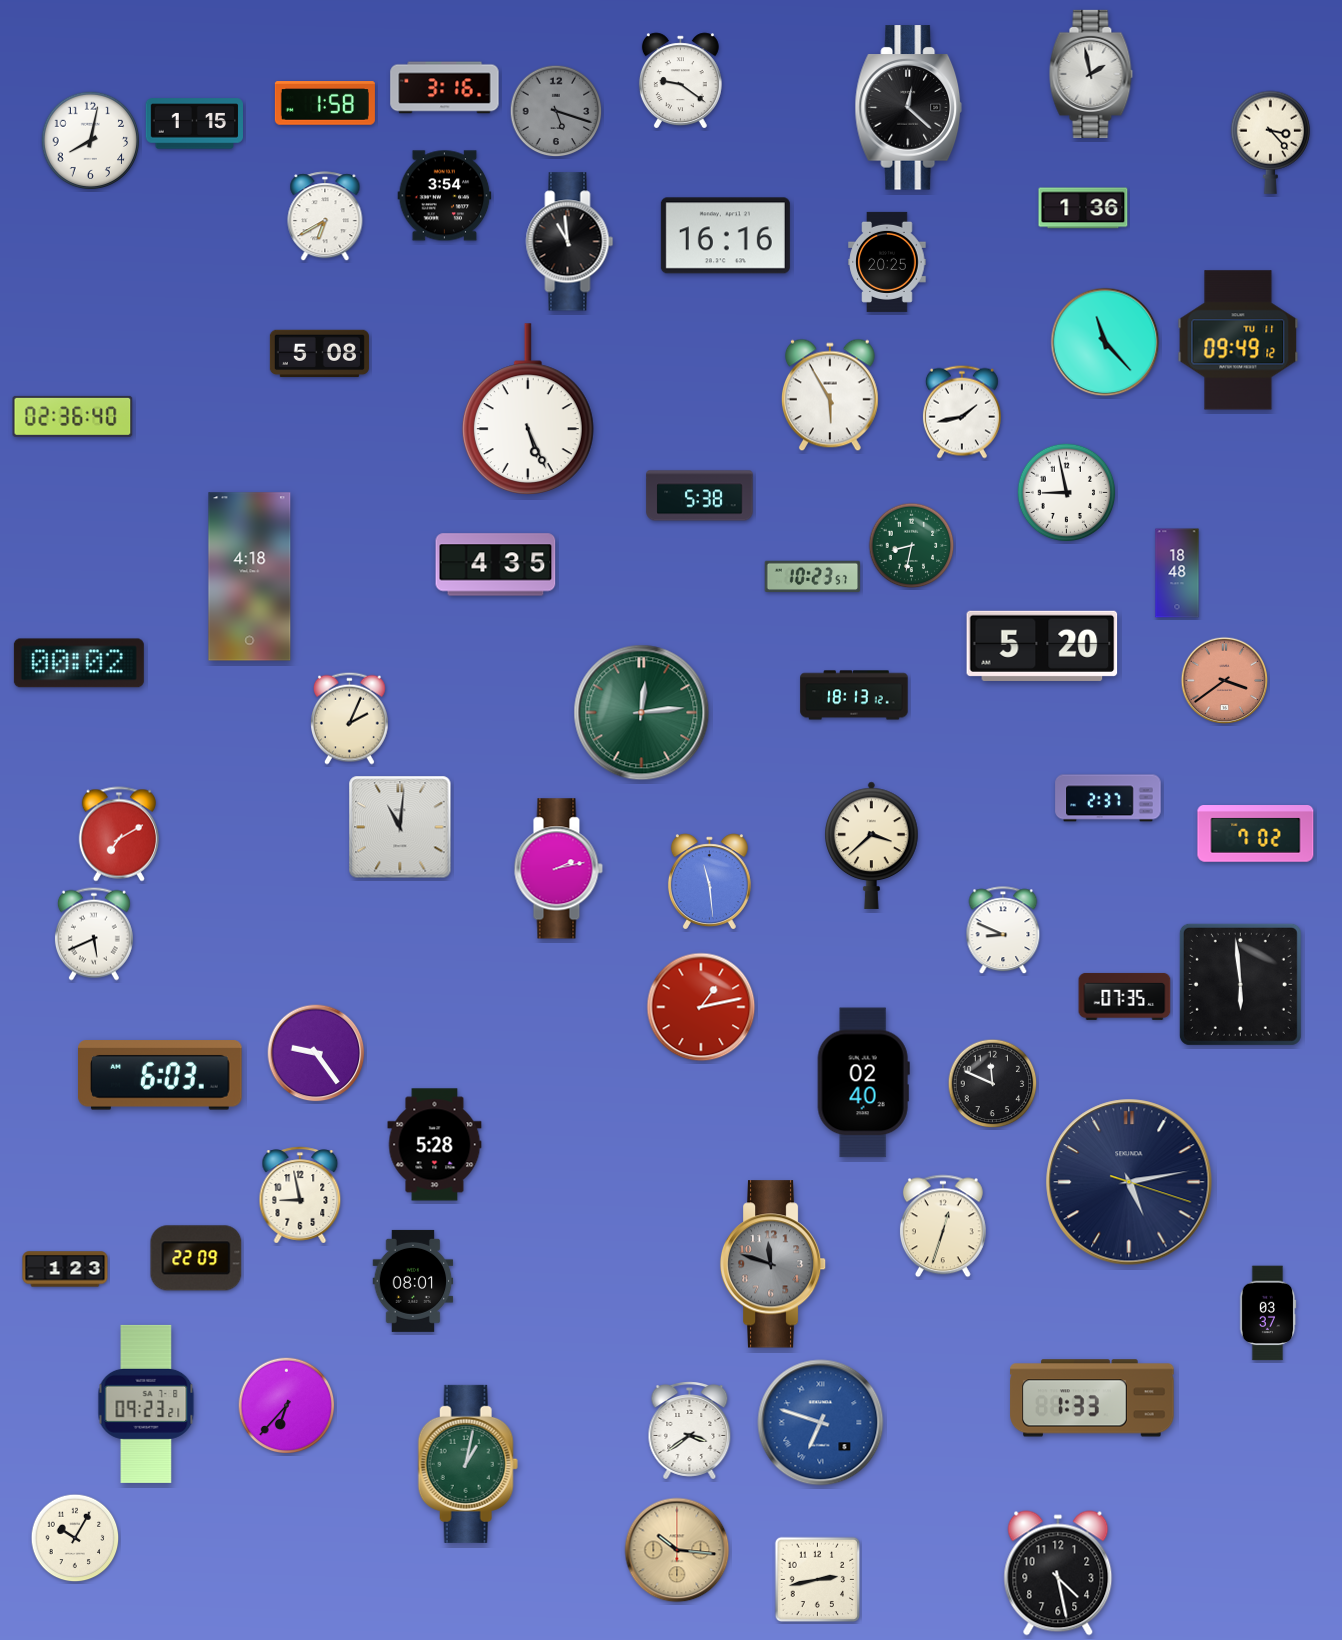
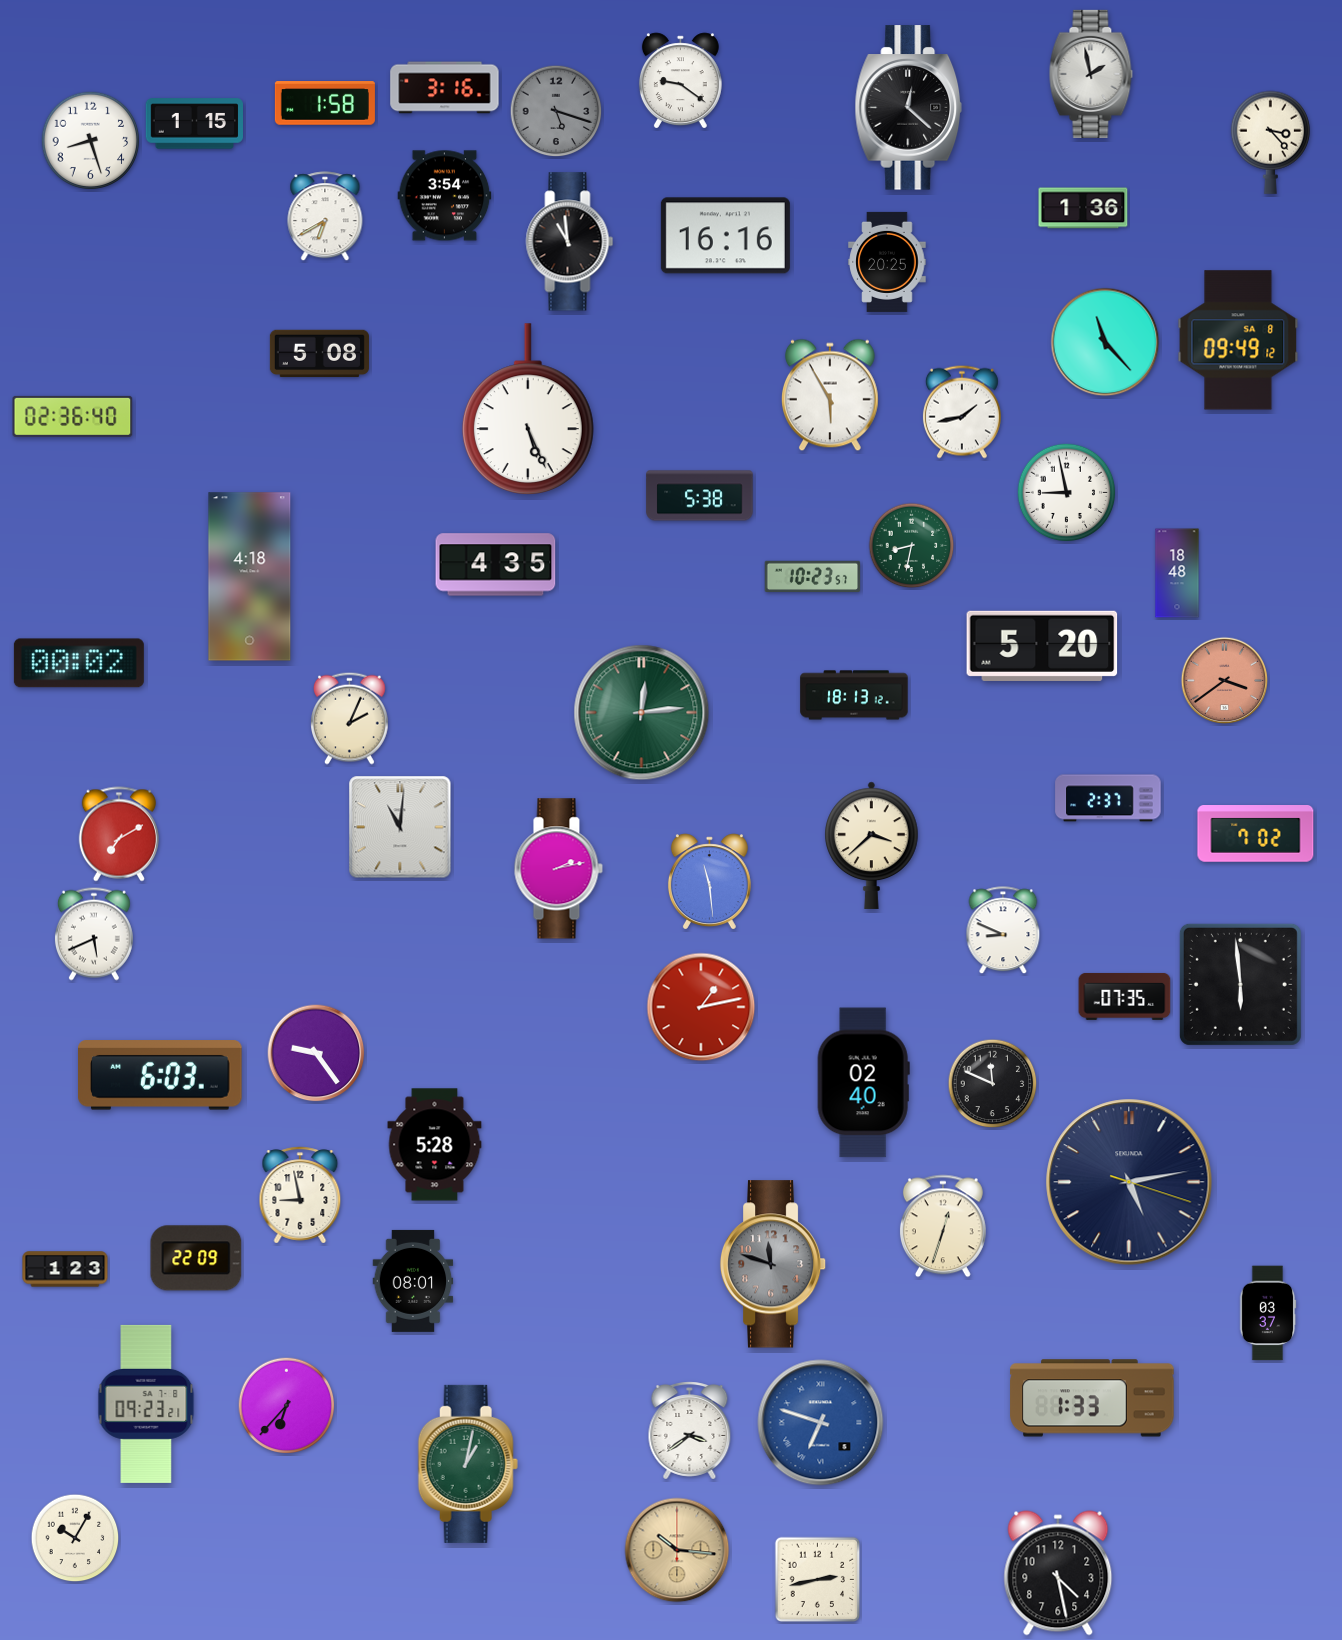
clock at (91, 141): 8:02 -> 8:27
clock at (1238, 340) date: TU 11 -> SA 8
